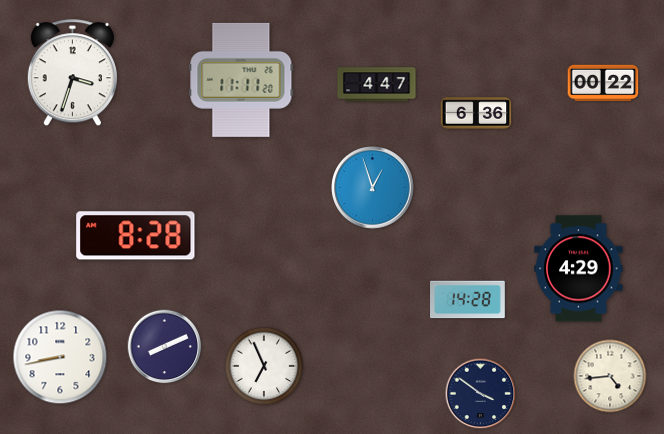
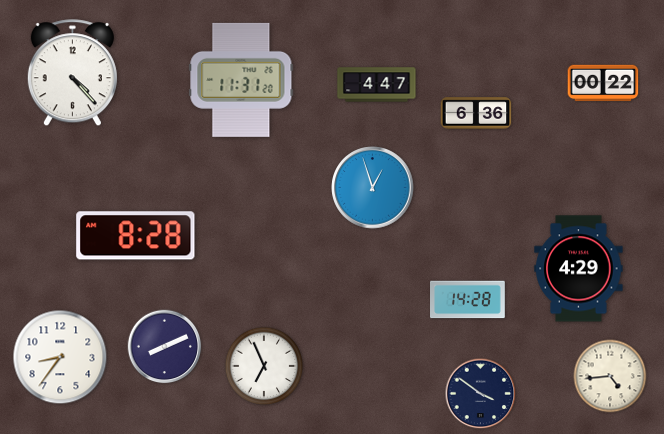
clock at (72, 73): 3:33 -> 4:23
clock at (241, 80): 11:11 -> 11:31
clock at (60, 357): 8:43 -> 8:36
